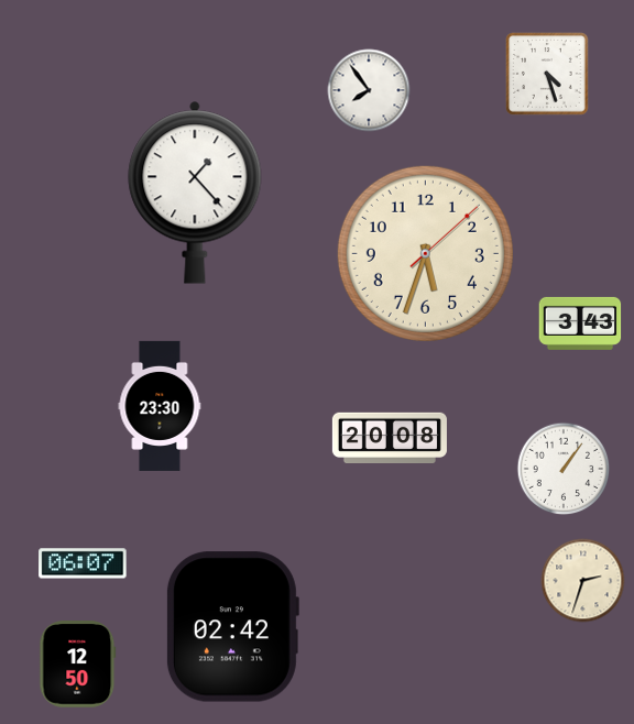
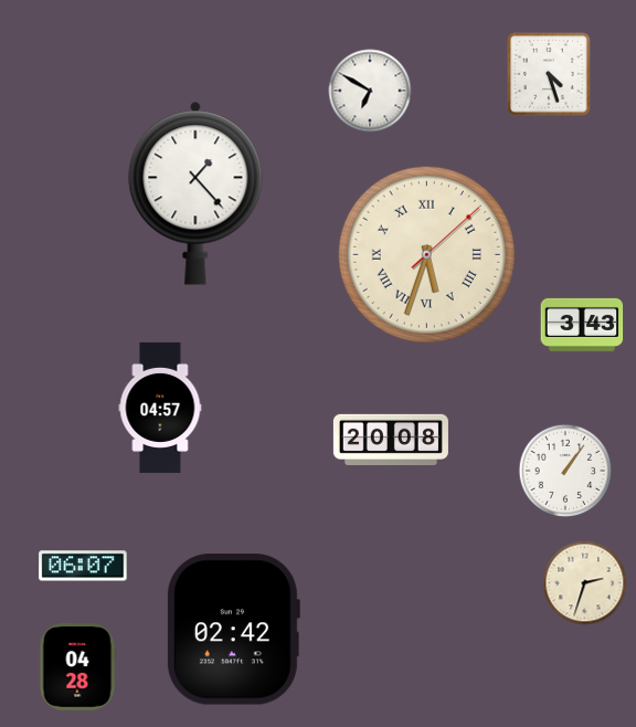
clock at (369, 90): 7:54 -> 6:50
clock at (425, 253) numerals: Arabic -> Roman
clock at (160, 406): 23:30 -> 04:57
clock at (78, 665): 12:50 -> 04:28
